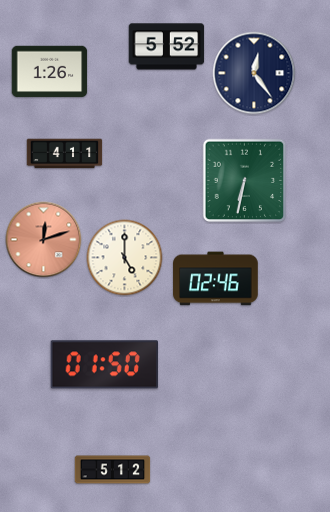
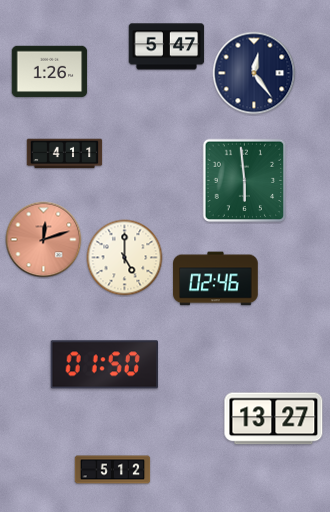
clock at (167, 47): 5:52 -> 5:47
clock at (245, 181): 6:32 -> 5:59
clock at (274, 419): none -> 13:27
